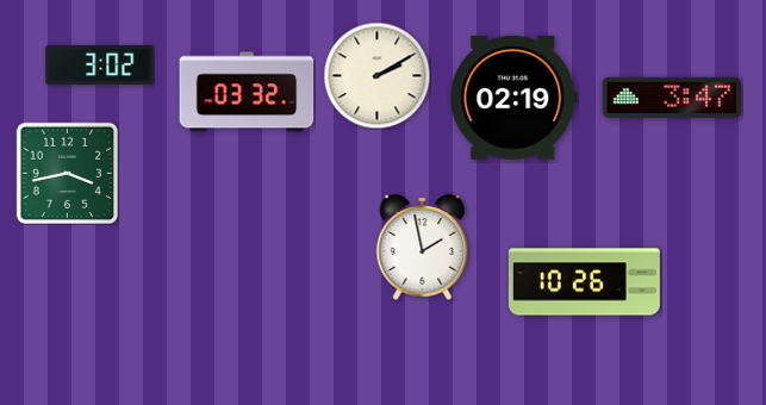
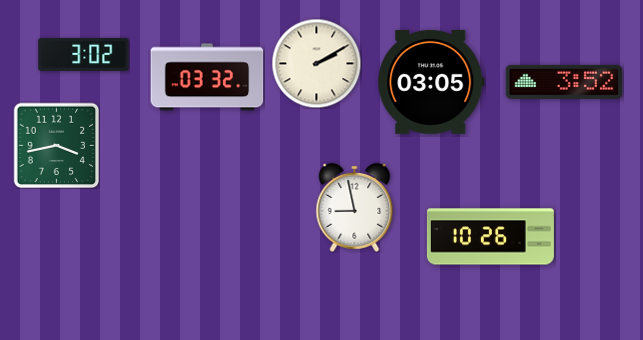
clock at (513, 98): 02:19 -> 03:05
clock at (672, 98): 3:47 -> 3:52
clock at (423, 247): 1:58 -> 8:58
